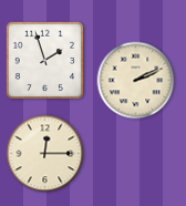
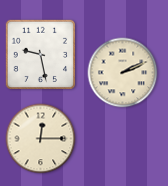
clock at (44, 60): 1:57 -> 9:28
